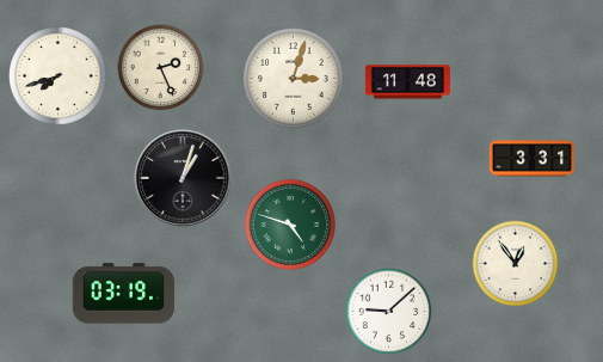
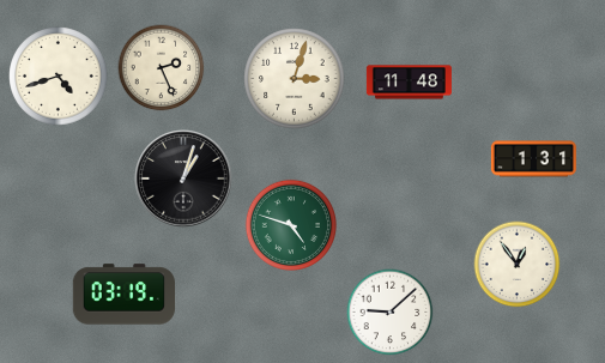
clock at (59, 76): 7:42 -> 4:42
clock at (531, 159): 3:31 -> 1:31
